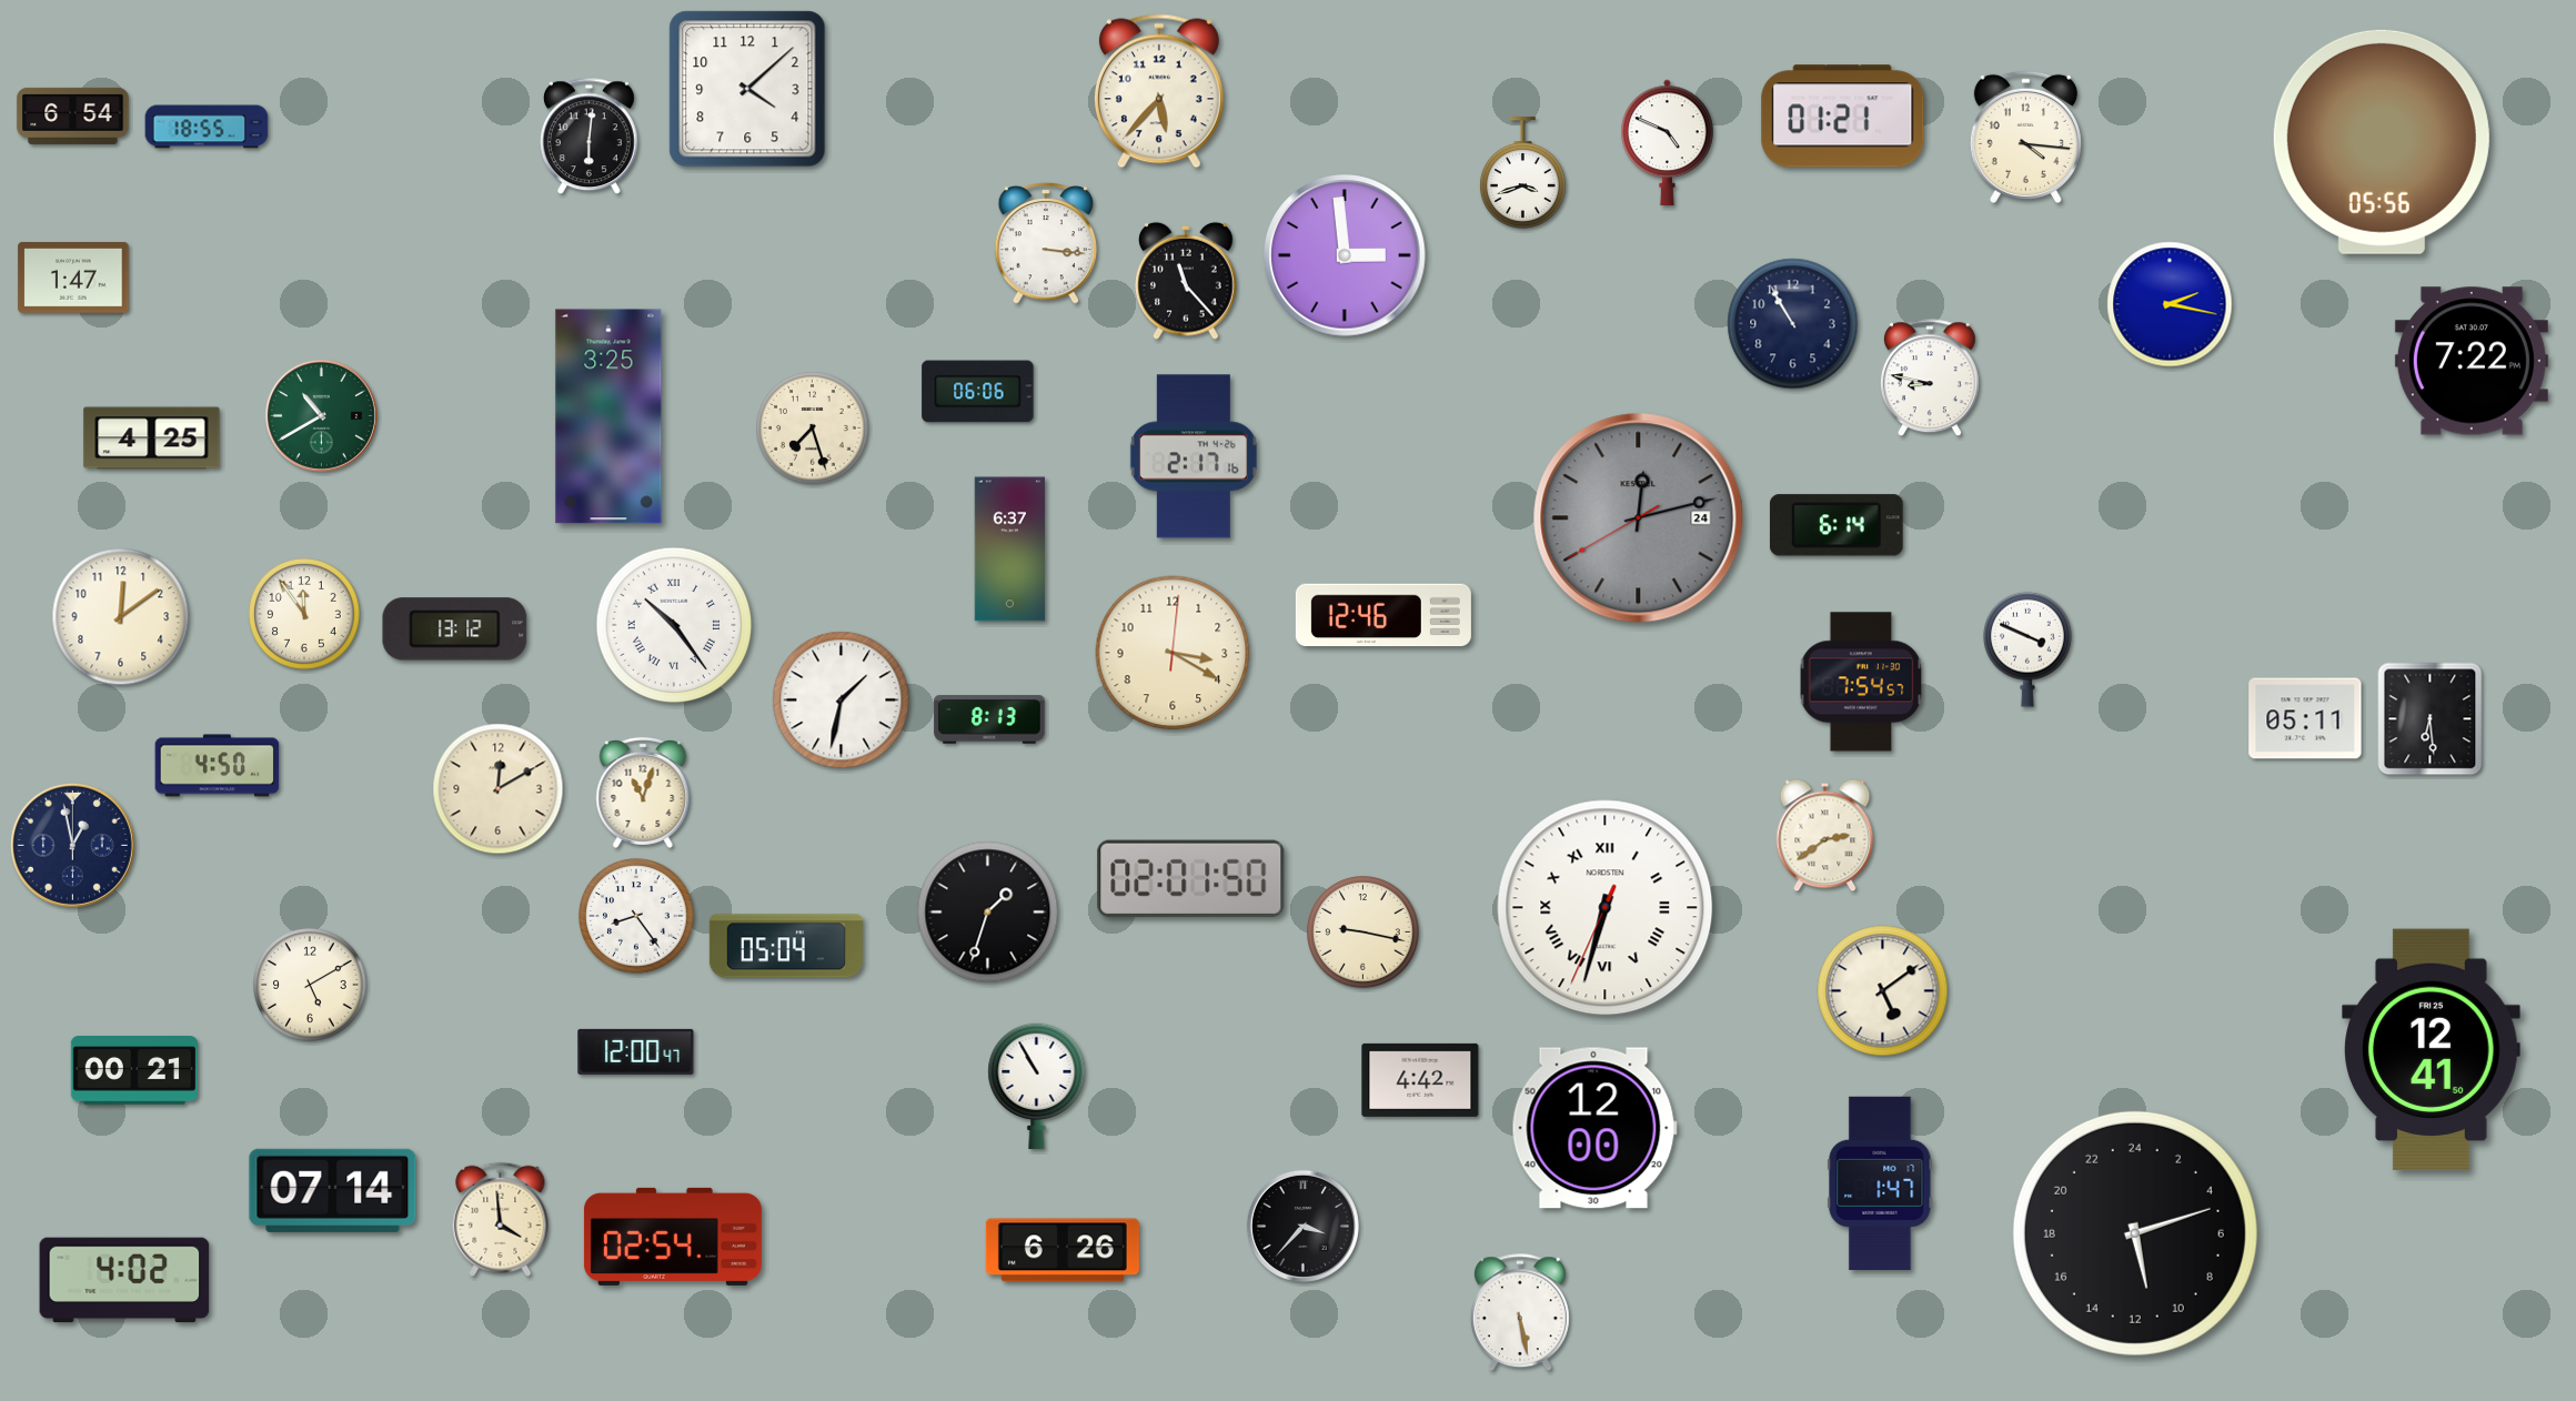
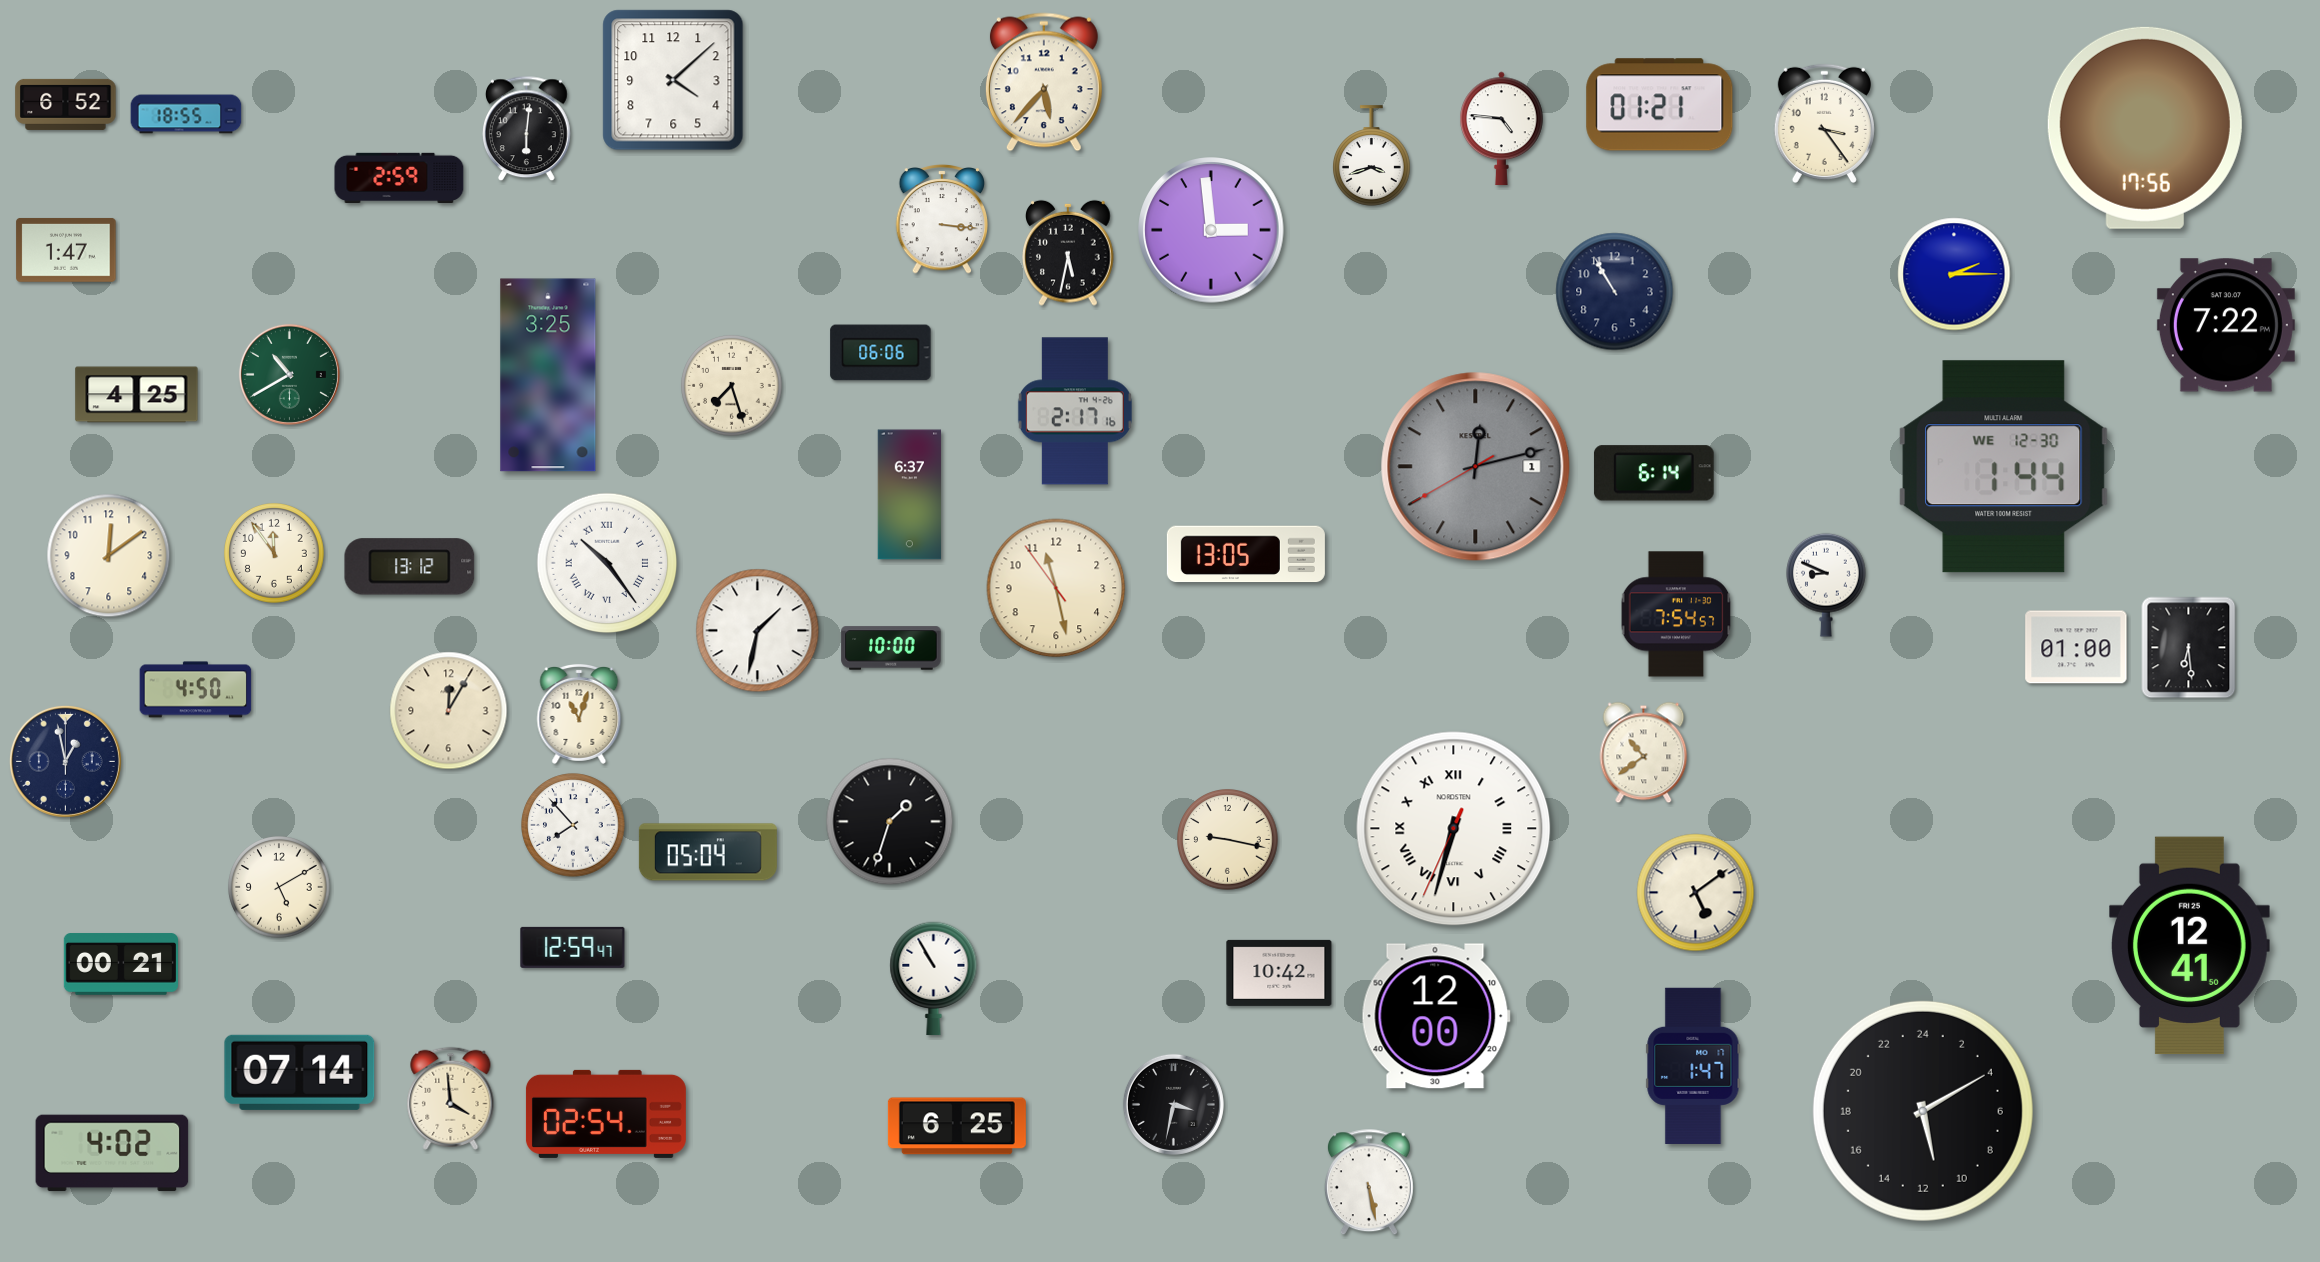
clock at (73, 115): 6:54 -> 6:52
clock at (590, 137) position: (590, 137) -> (527, 129)
clock at (2025, 137): 4:16 -> 3:24
clock at (2382, 142): 05:56 -> 17:56
clock at (1668, 143): 4:49 -> 4:46
clock at (399, 177): none -> 2:59
clock at (1187, 281): 11:23 -> 5:32
clock at (2170, 304): 2:17 -> 2:15
clock at (1930, 379): 8:47 -> none
clock at (1639, 518) date: 24 -> 1
clock at (2004, 467): none -> 1:44
clock at (1383, 615): 12:46 -> 13:05
clock at (2027, 649): 3:49 -> 8:49
clock at (1173, 653): 3:20 -> 11:27
clock at (2305, 718): 05:11 -> 01:00
clock at (989, 719): 8:13 -> 10:00
clock at (499, 789): 12:10 -> 12:05
clock at (1825, 836): 2:39 -> 10:39
clock at (1191, 878): 02:01 -> none
clock at (1606, 908) position: (1606, 908) -> (1454, 829)
clock at (636, 916): 8:24 -> 7:53
clock at (636, 1051): 12:00 -> 12:59
clock at (1420, 1080): 4:42 -> 10:42
clock at (1302, 1226): 3:37 -> 3:32
clock at (2135, 1233): 11:12 -> 11:10
clock at (1063, 1250): 6:26 -> 6:25
